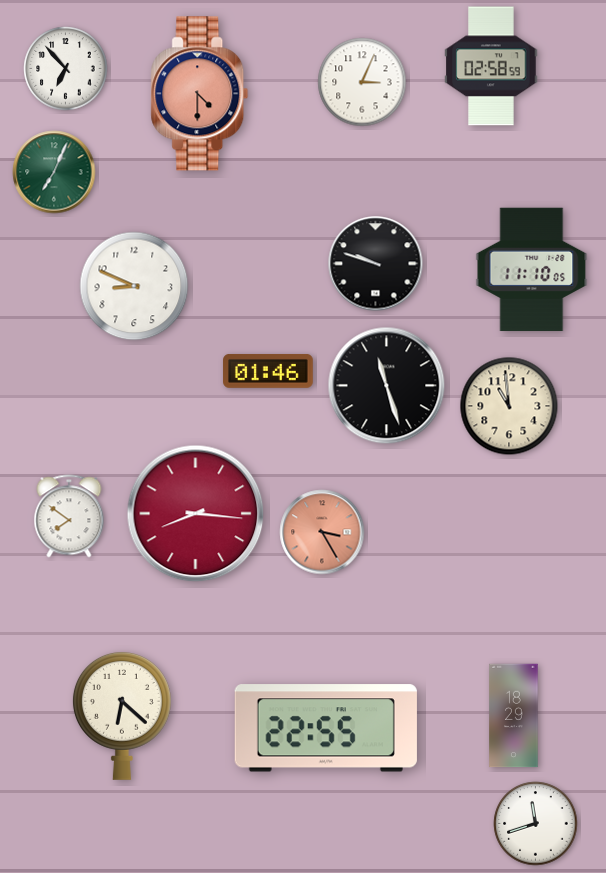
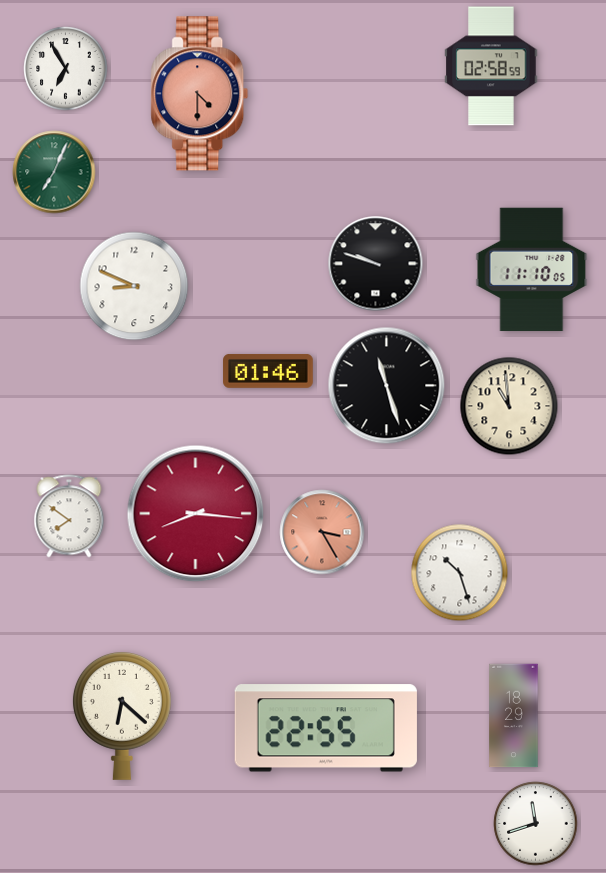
clock at (66, 69): 6:53 -> 6:55
clock at (362, 82): 3:04 -> none
clock at (460, 573): none -> 10:27
